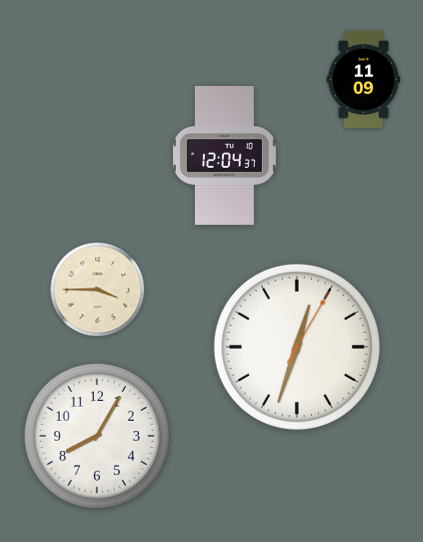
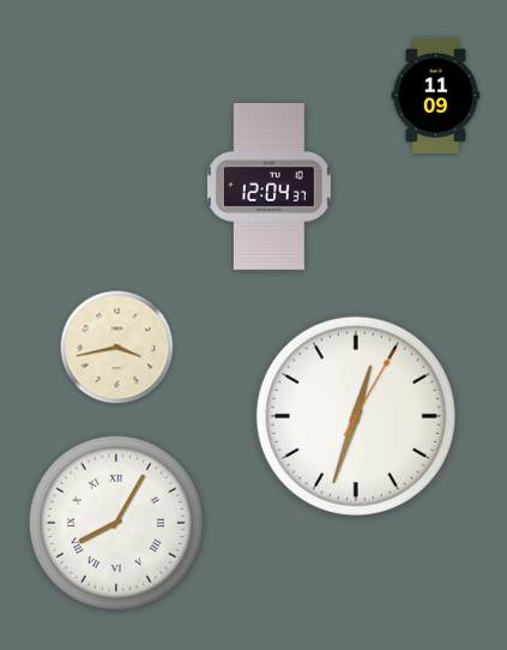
clock at (98, 290): 3:45 -> 3:43
clock at (97, 436) numerals: Arabic -> Roman
